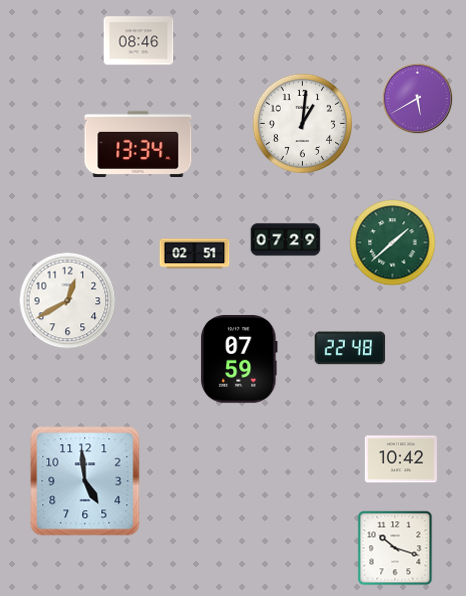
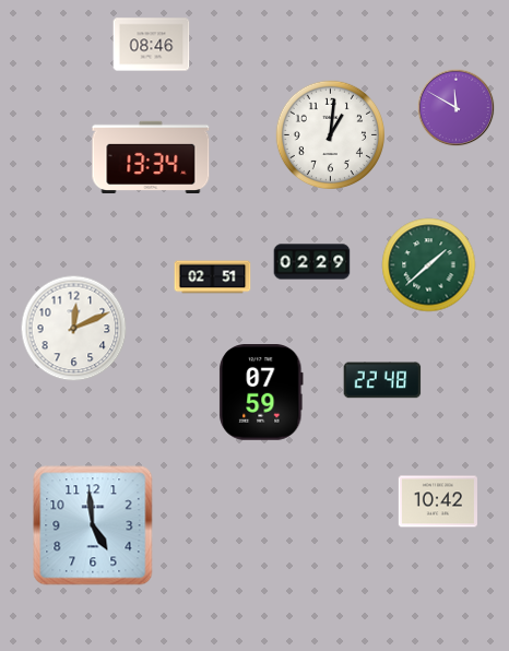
clock at (418, 99): 5:40 -> 11:50
clock at (286, 240): 07:29 -> 02:29
clock at (68, 301): 12:40 -> 12:11
clock at (395, 548): 10:18 -> none
